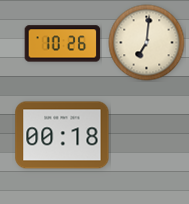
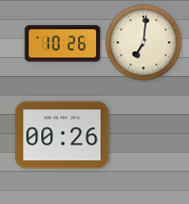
clock at (147, 43) position: (147, 43) -> (144, 43)
clock at (62, 135): 00:18 -> 00:26
